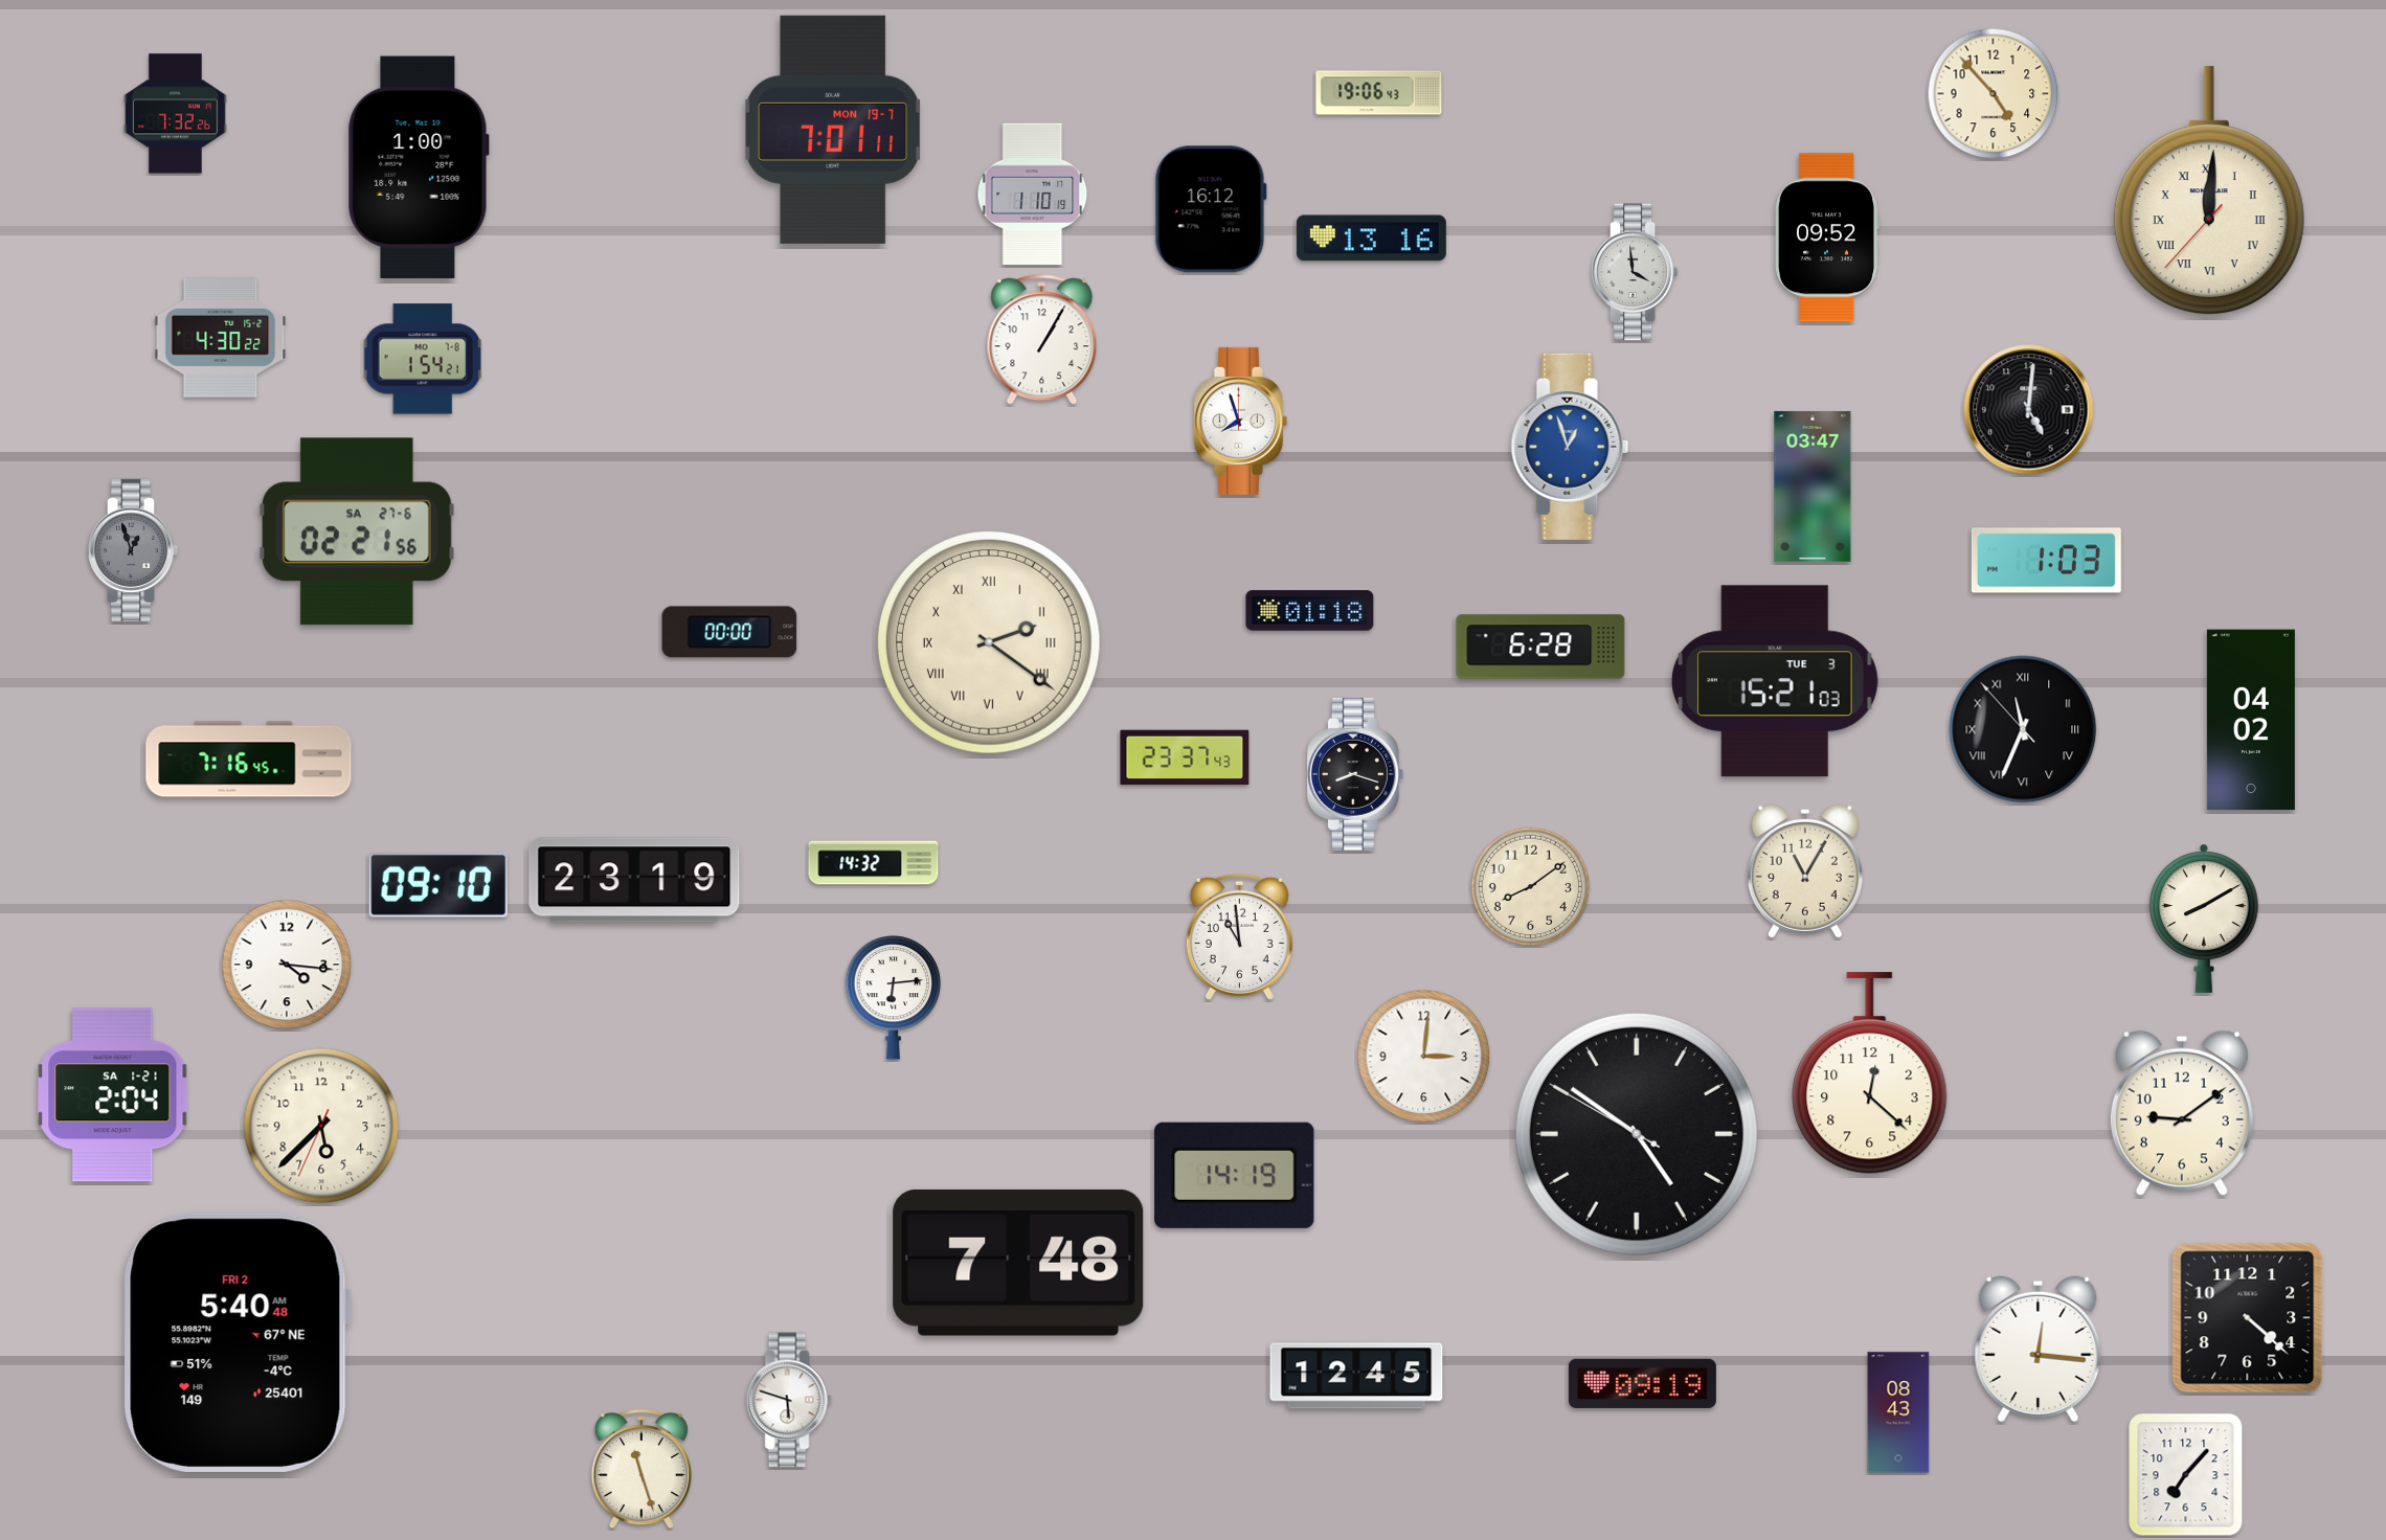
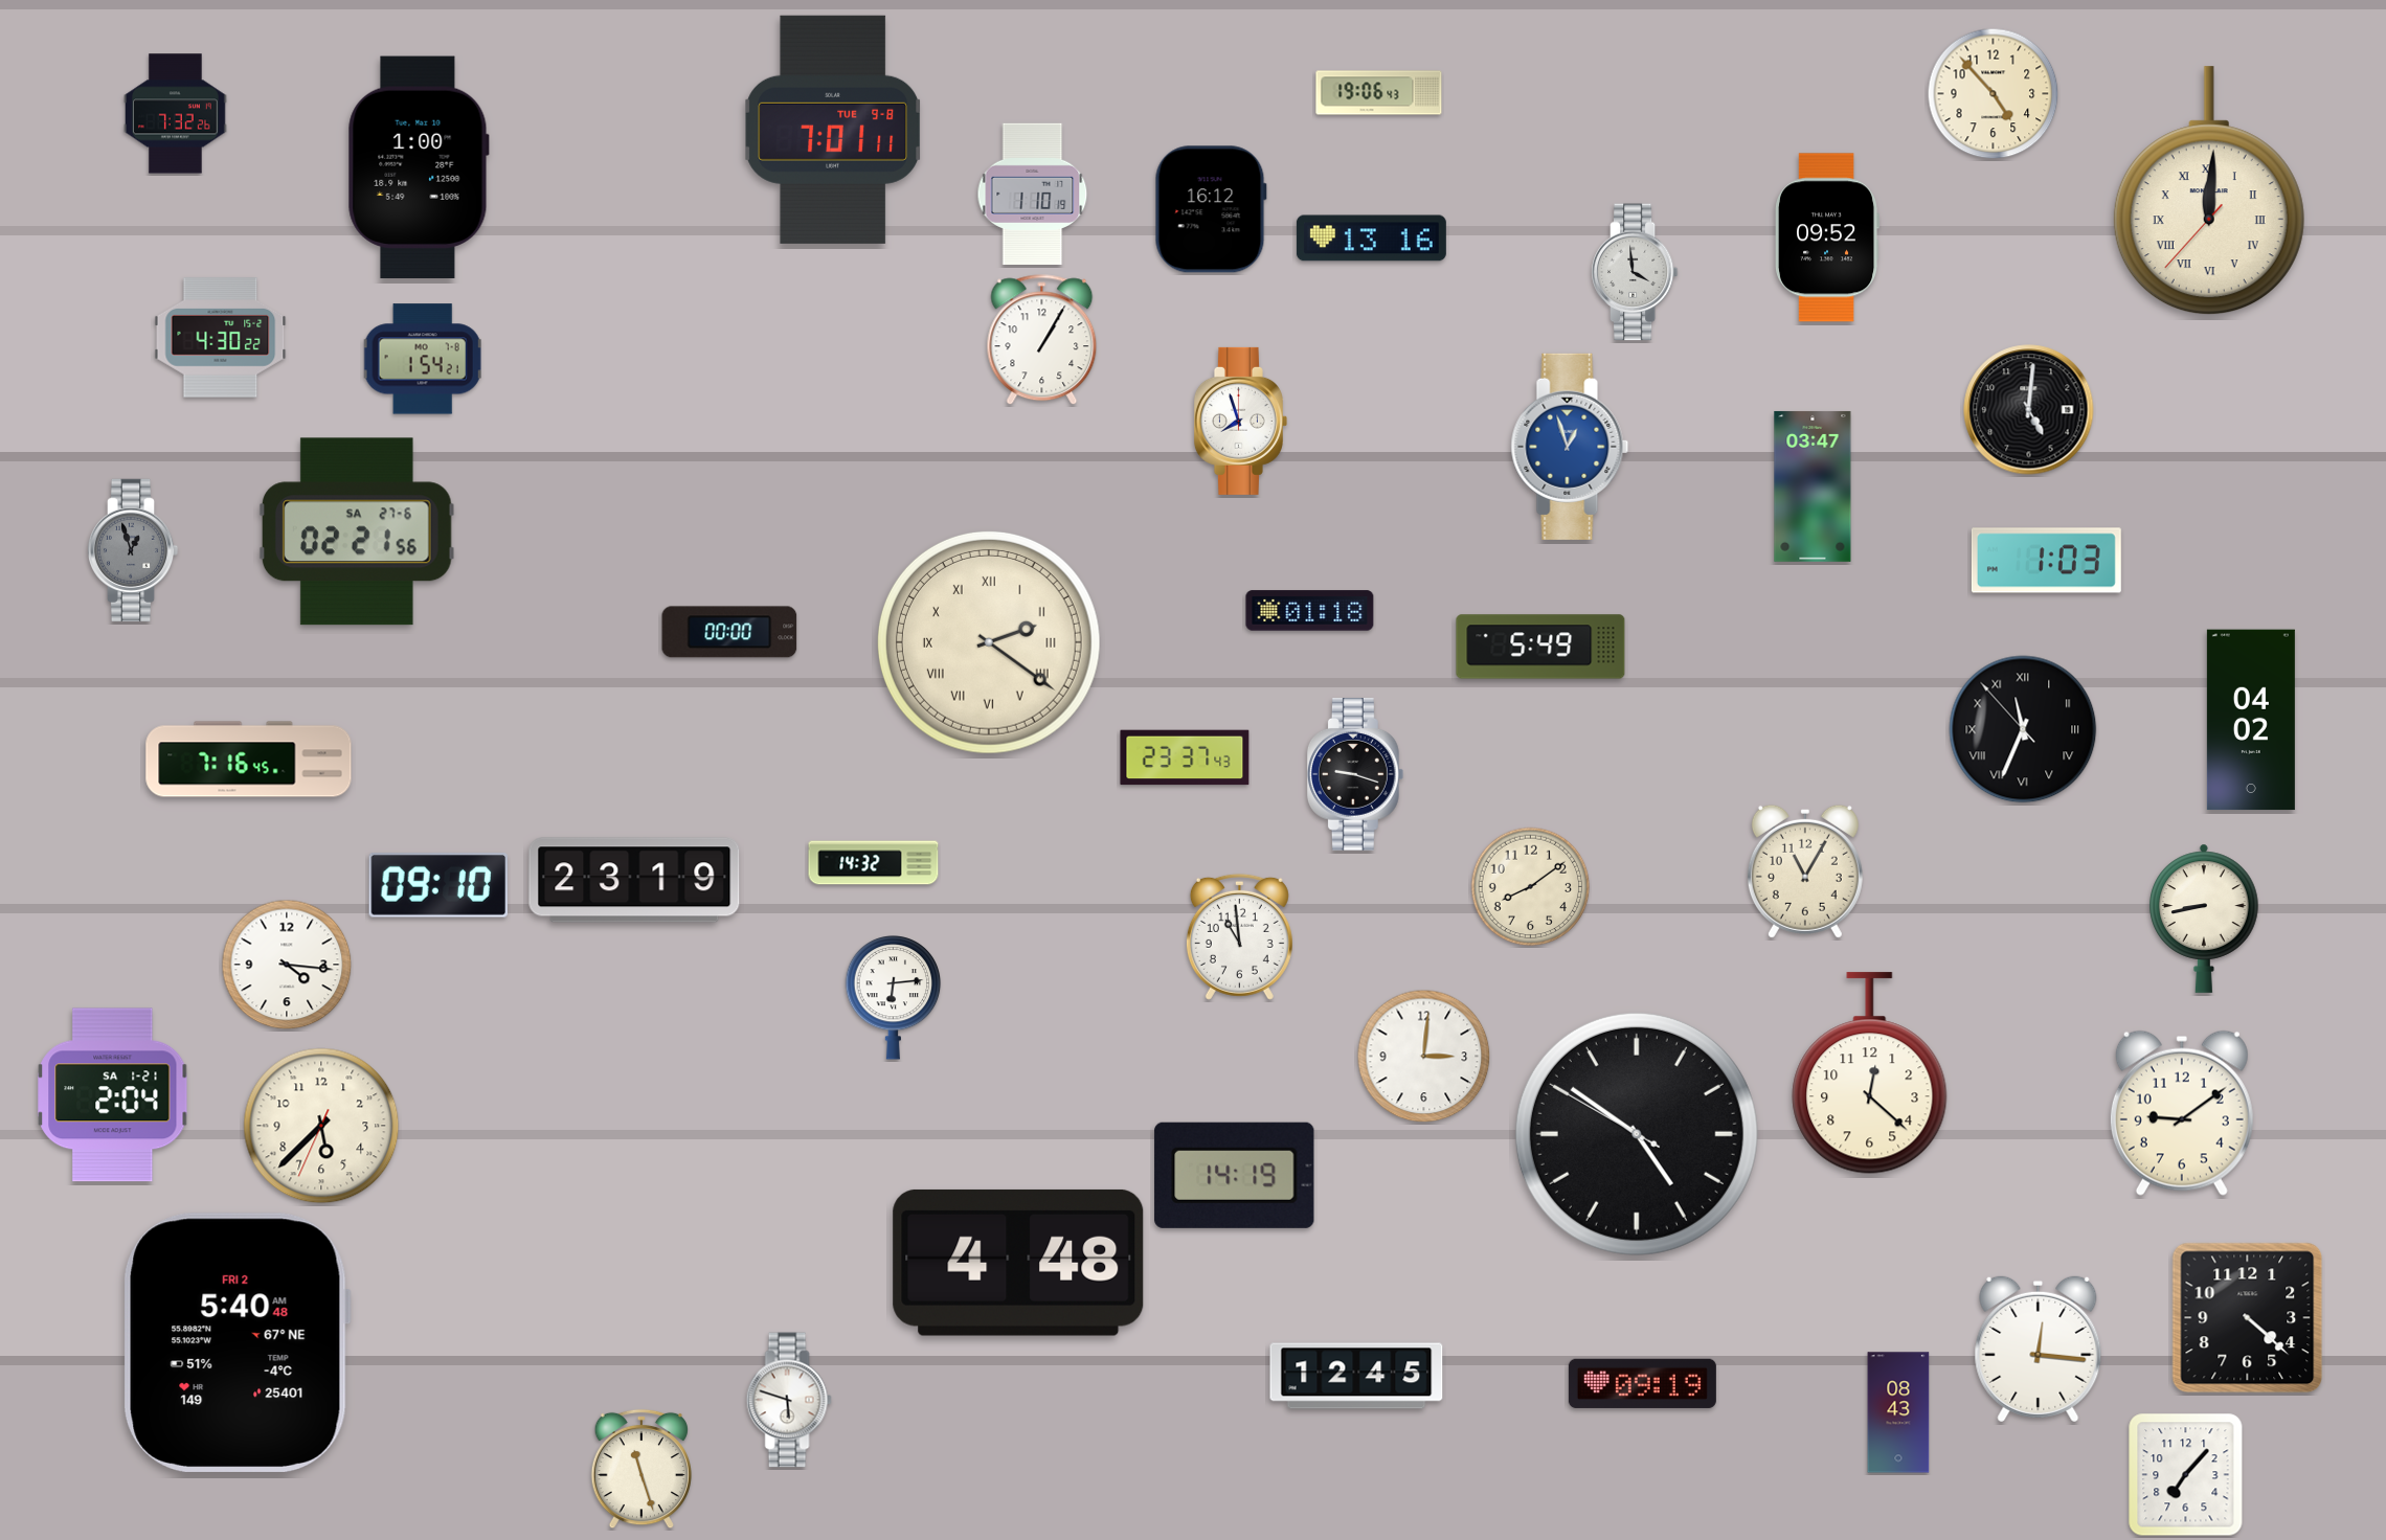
clock at (834, 130) date: MON 19-7 -> TUE 9-8
clock at (1540, 647): 6:28 -> 5:49
clock at (1776, 681): 15:21 -> none
clock at (1355, 775): 8:18 -> 9:18
clock at (2205, 919): 8:10 -> 8:43
clock at (1018, 1263): 7:48 -> 4:48
